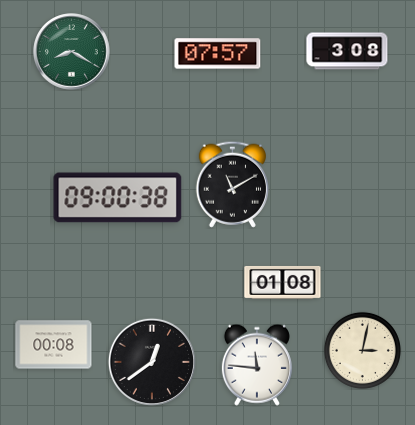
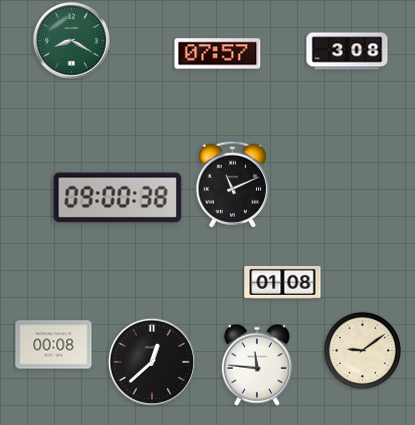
clock at (72, 52) position: (72, 52) -> (72, 41)
clock at (232, 184): 11:10 -> 11:11
clock at (362, 350): 3:02 -> 9:09
clock at (152, 362): 12:39 -> 12:38
